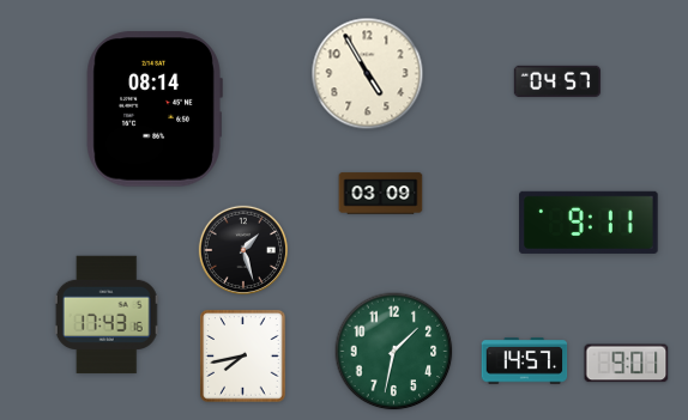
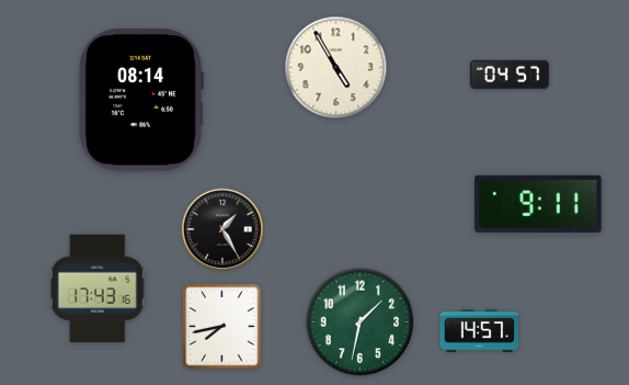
clock at (381, 194): 03:09 -> none
clock at (242, 249): 1:27 -> 1:25
clock at (627, 364): 9:01 -> none
